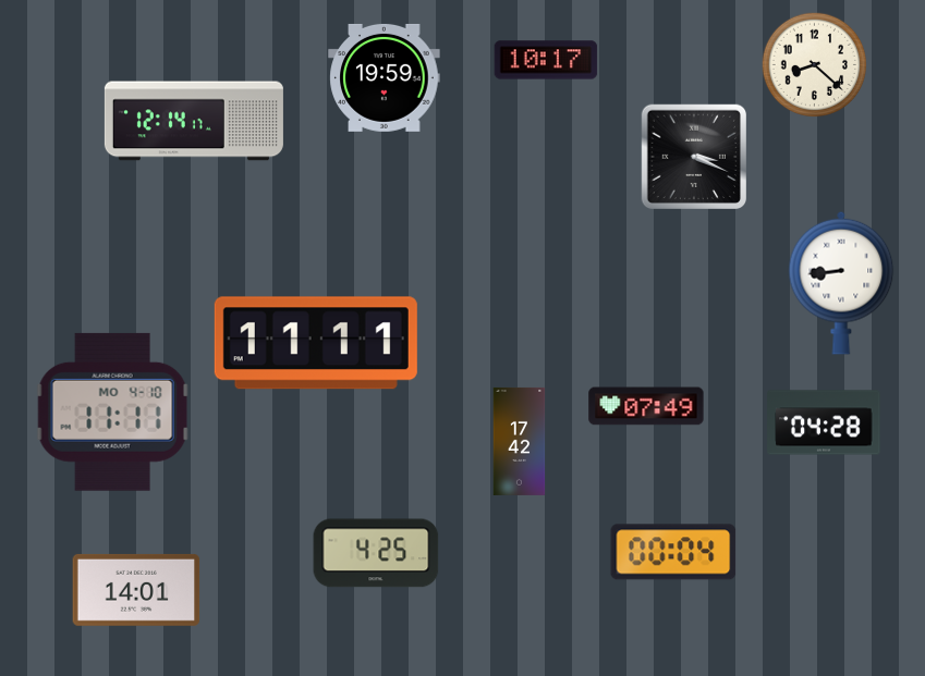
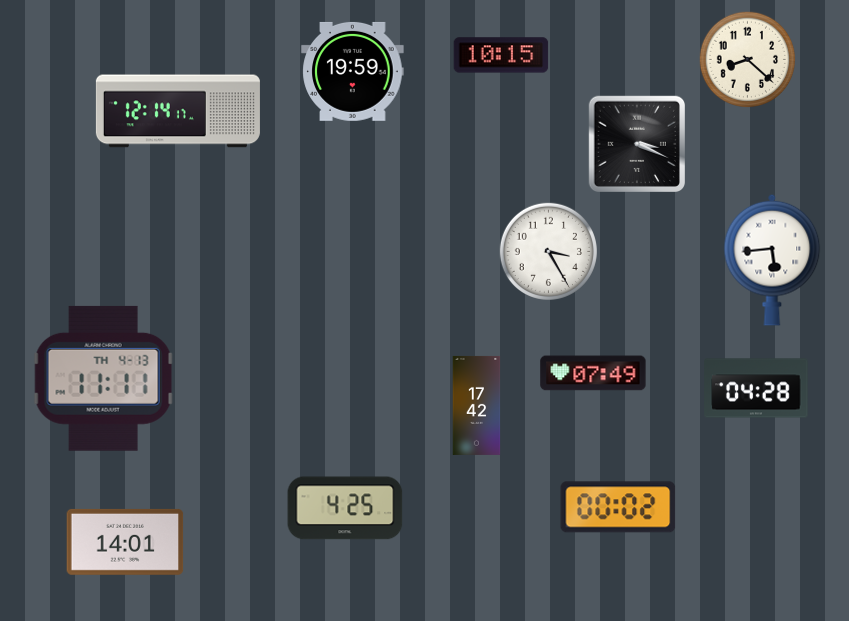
clock at (546, 60): 10:17 -> 10:15
clock at (548, 251): none -> 3:25
clock at (841, 283): 8:44 -> 5:44
clock at (316, 343): 11:11 -> none
clock at (112, 411) date: MO 4-10 -> TH 4-13
clock at (673, 552): 00:04 -> 00:02
